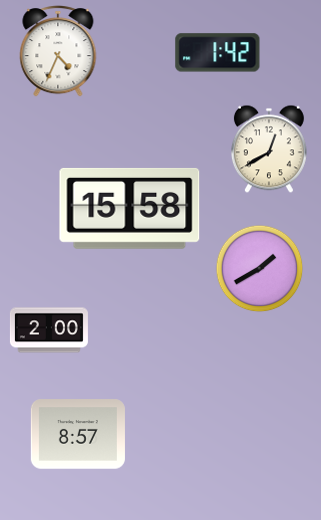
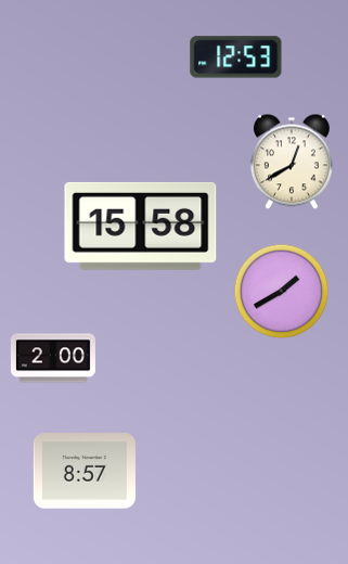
clock at (58, 51): 4:34 -> none
clock at (218, 53): 1:42 -> 12:53
